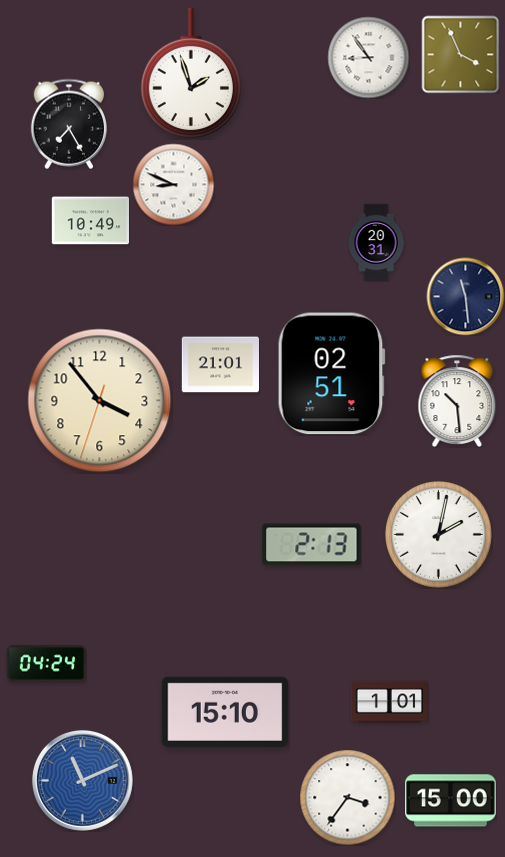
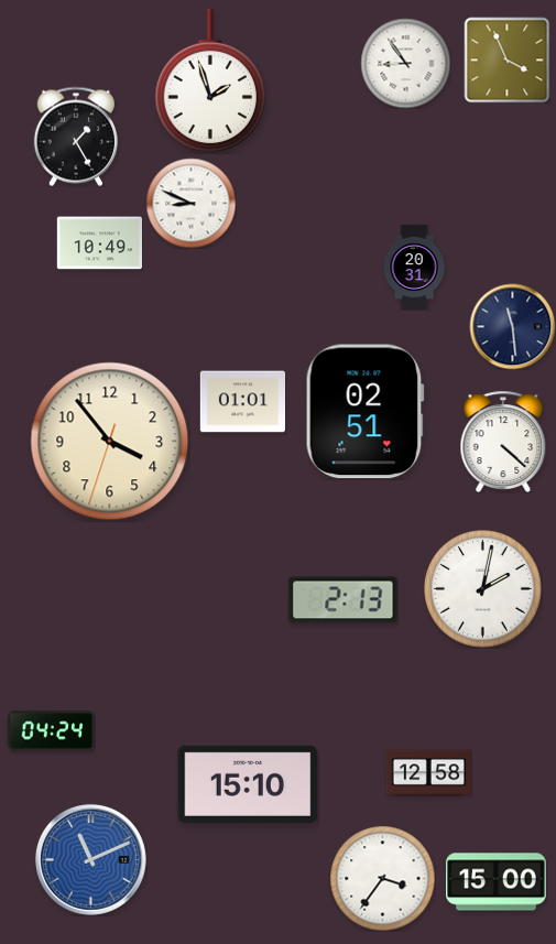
clock at (68, 124): 7:25 -> 1:25
clock at (220, 365): 21:01 -> 01:01
clock at (457, 400): 10:29 -> 4:22
clock at (389, 702): 1:01 -> 12:58
